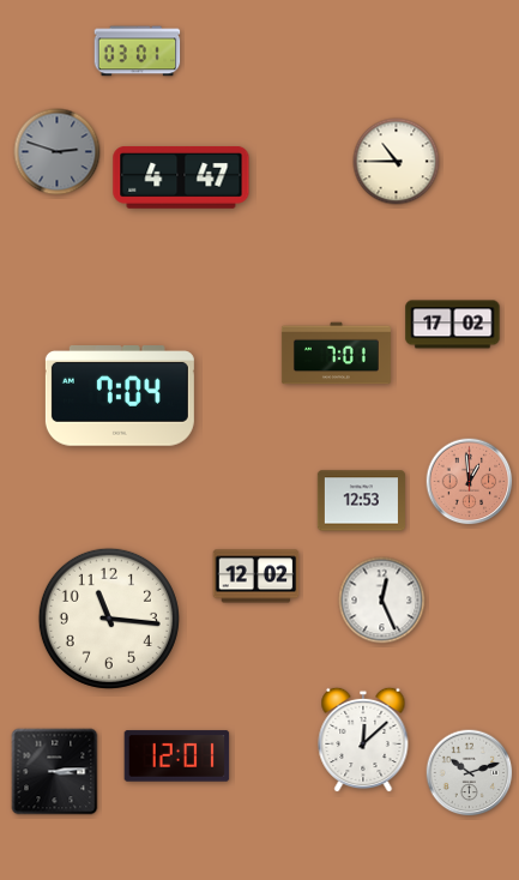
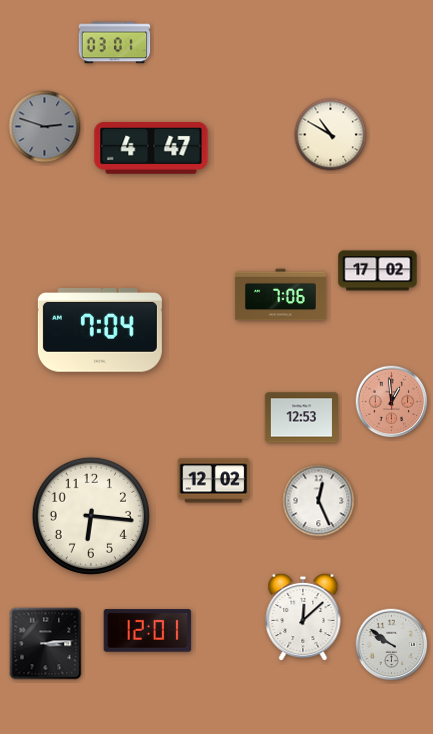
clock at (58, 152) position: (58, 152) -> (45, 127)
clock at (397, 162): 10:45 -> 10:50
clock at (336, 354): 7:01 -> 7:06
clock at (109, 619): 11:16 -> 6:16
clock at (470, 773): 10:12 -> 9:51
